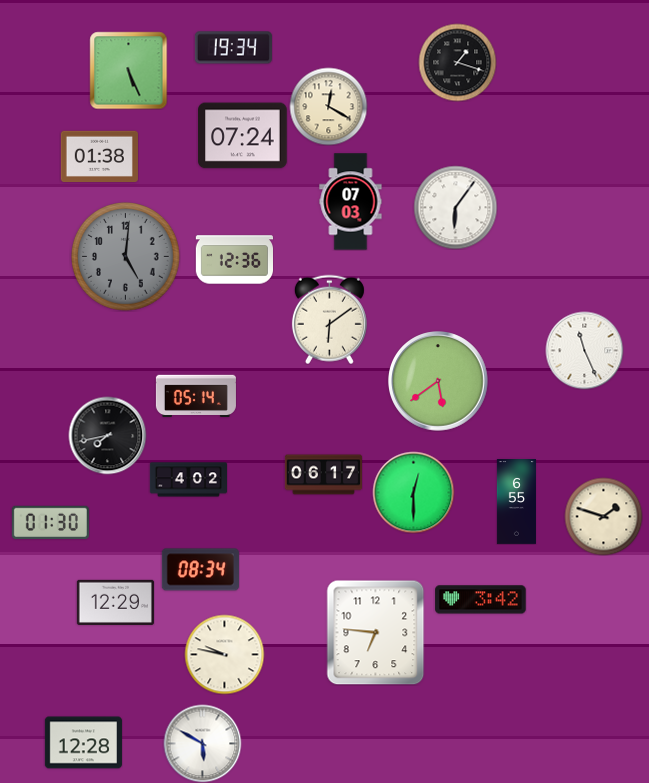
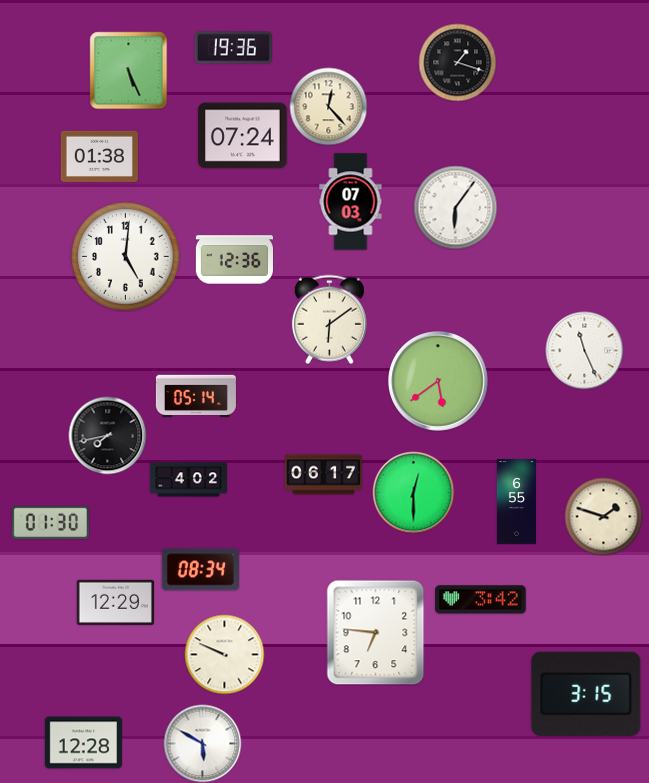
clock at (233, 48): 19:34 -> 19:36
clock at (328, 106): 12:20 -> 12:23
clock at (126, 257) dial: grey -> white
clock at (224, 654): 9:47 -> 9:49
clock at (586, 694): none -> 3:15
